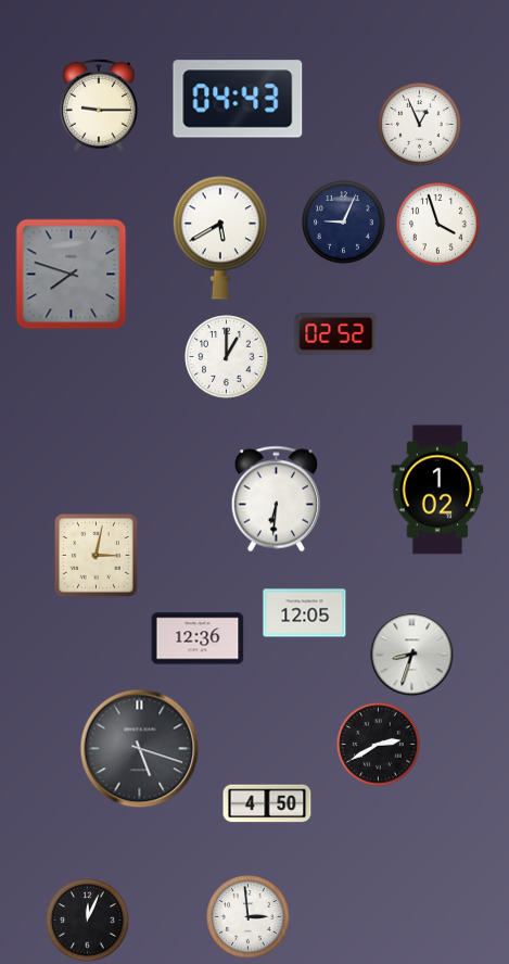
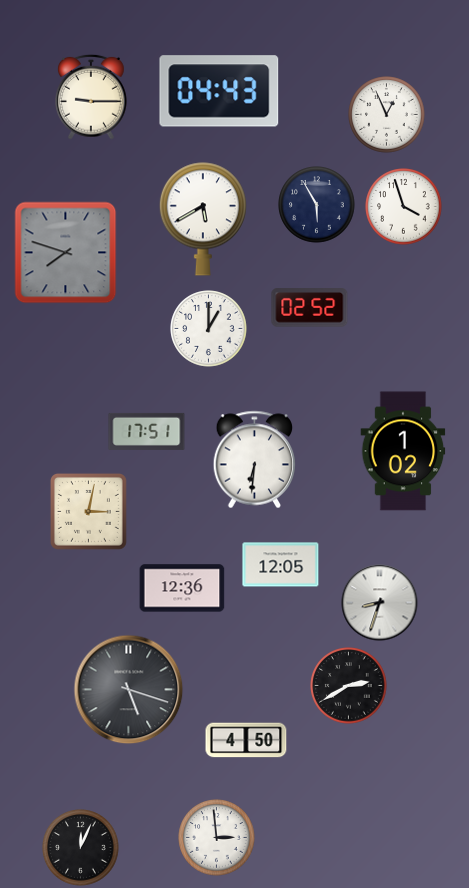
clock at (344, 223): 9:04 -> 5:55
clock at (147, 431): none -> 17:51
clock at (249, 917) position: (249, 917) -> (217, 838)
